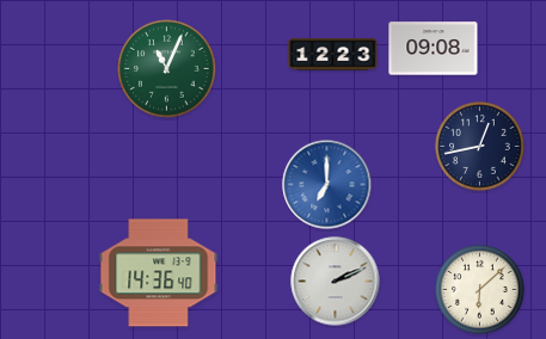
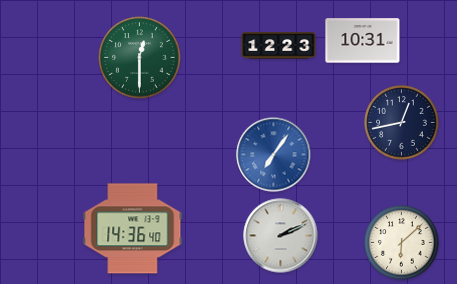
clock at (434, 49): 09:08 -> 10:31
clock at (167, 69): 11:04 -> 12:30
clock at (327, 185): 7:00 -> 7:06
